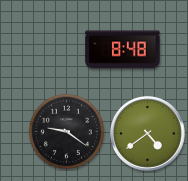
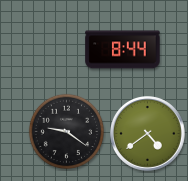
clock at (123, 50): 8:48 -> 8:44
